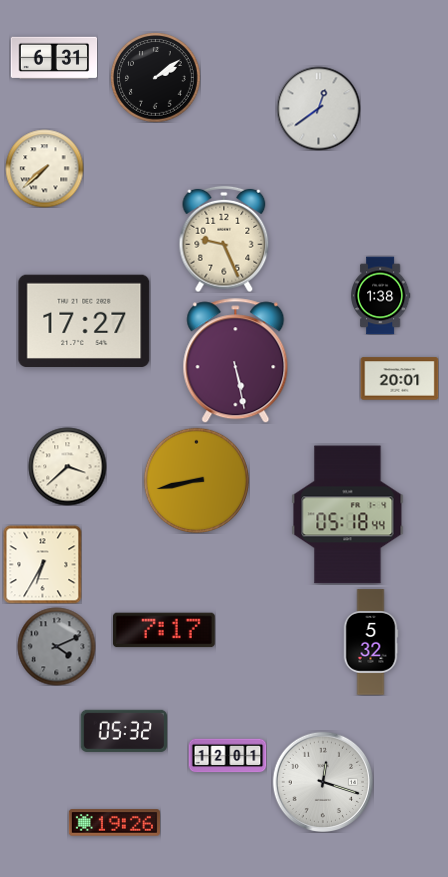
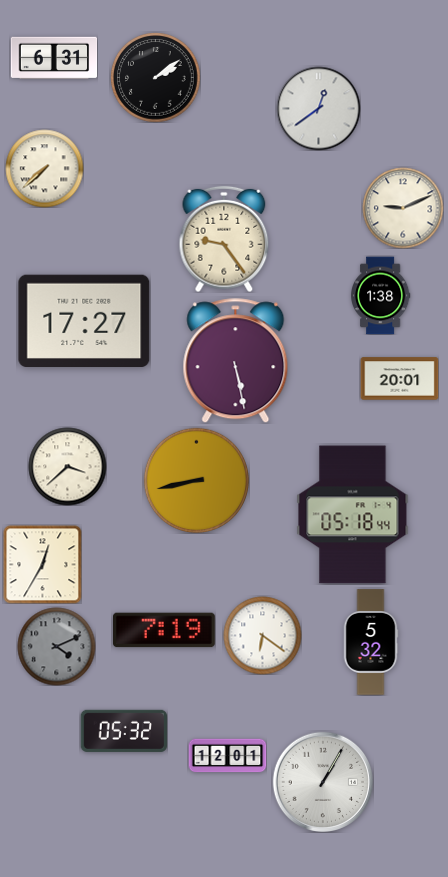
clock at (403, 208): none -> 9:11
clock at (224, 239): 9:26 -> 9:24
clock at (348, 515) position: (348, 515) -> (353, 515)
clock at (42, 564): 6:35 -> 12:35
clock at (165, 630): 7:17 -> 7:19
clock at (262, 635): none -> 6:21
clock at (323, 782): 12:18 -> 1:05
clock at (114, 823): 19:26 -> none
